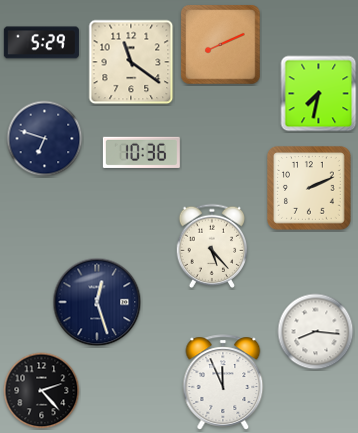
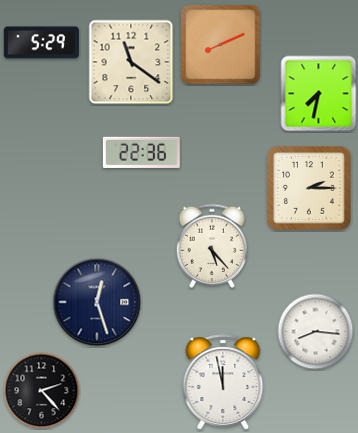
clock at (45, 139): 6:48 -> none
clock at (141, 152): 10:36 -> 22:36
clock at (309, 188): 2:11 -> 2:15
clock at (223, 382): 11:56 -> 11:58
